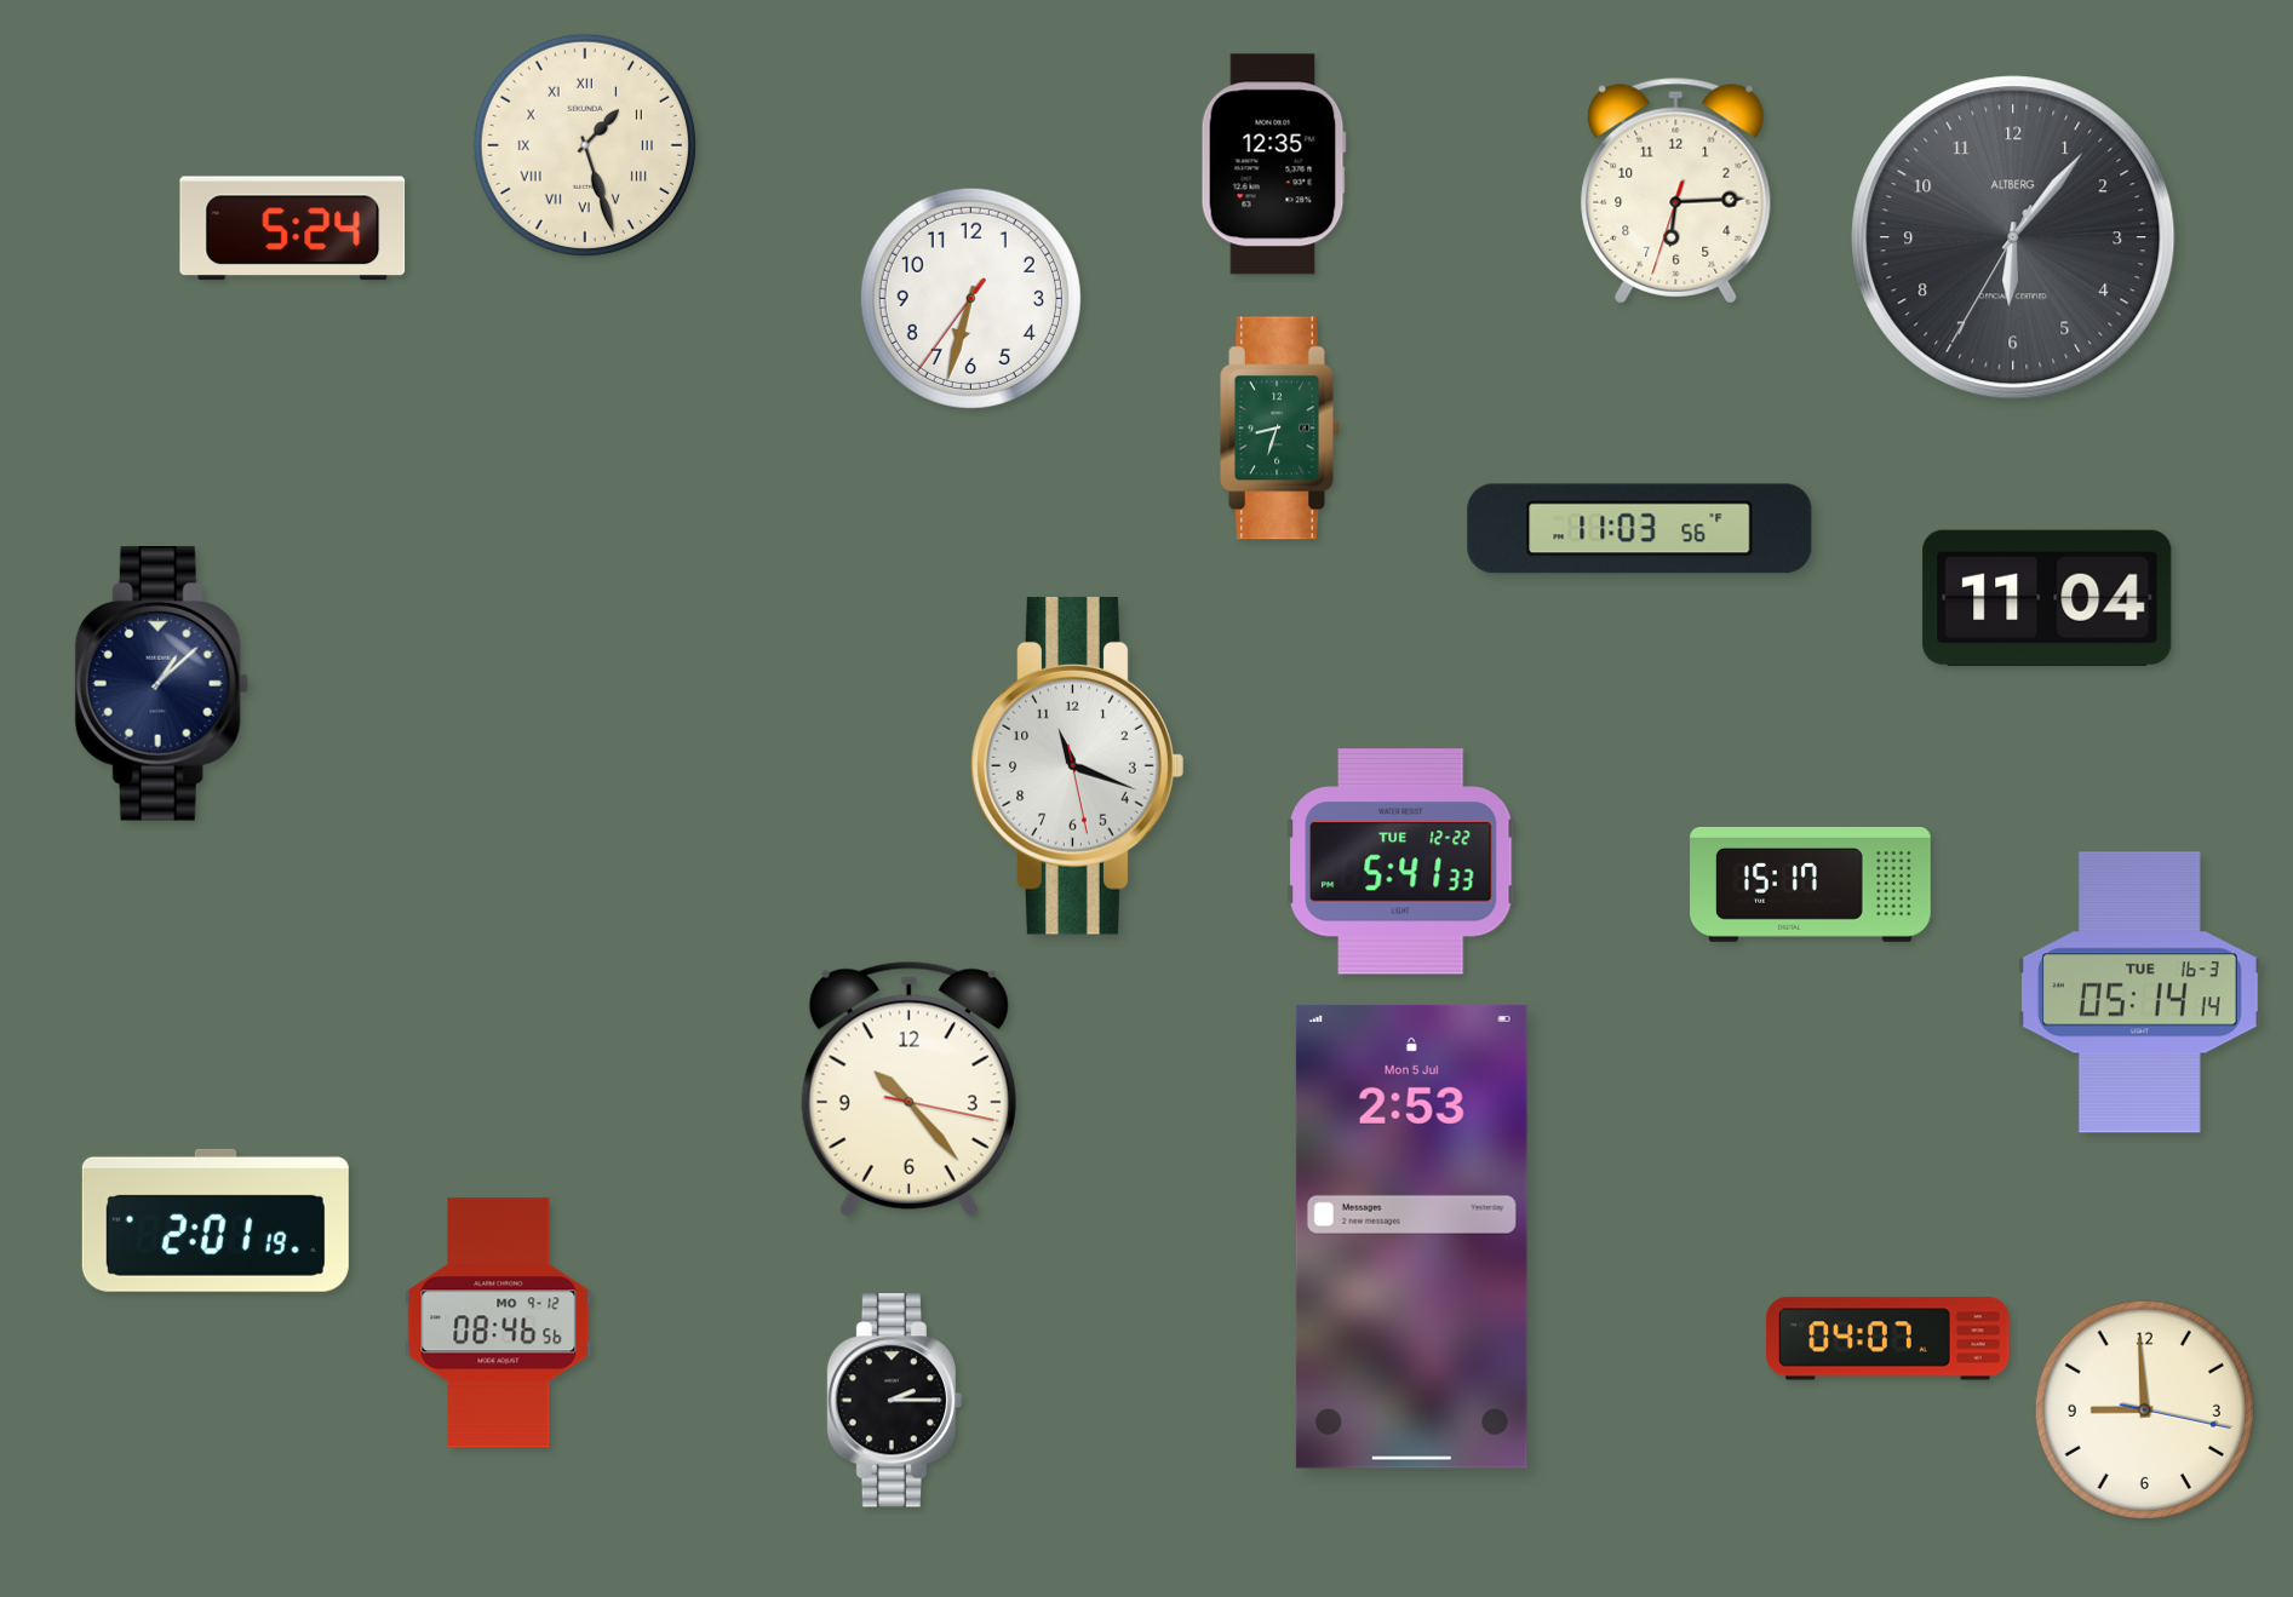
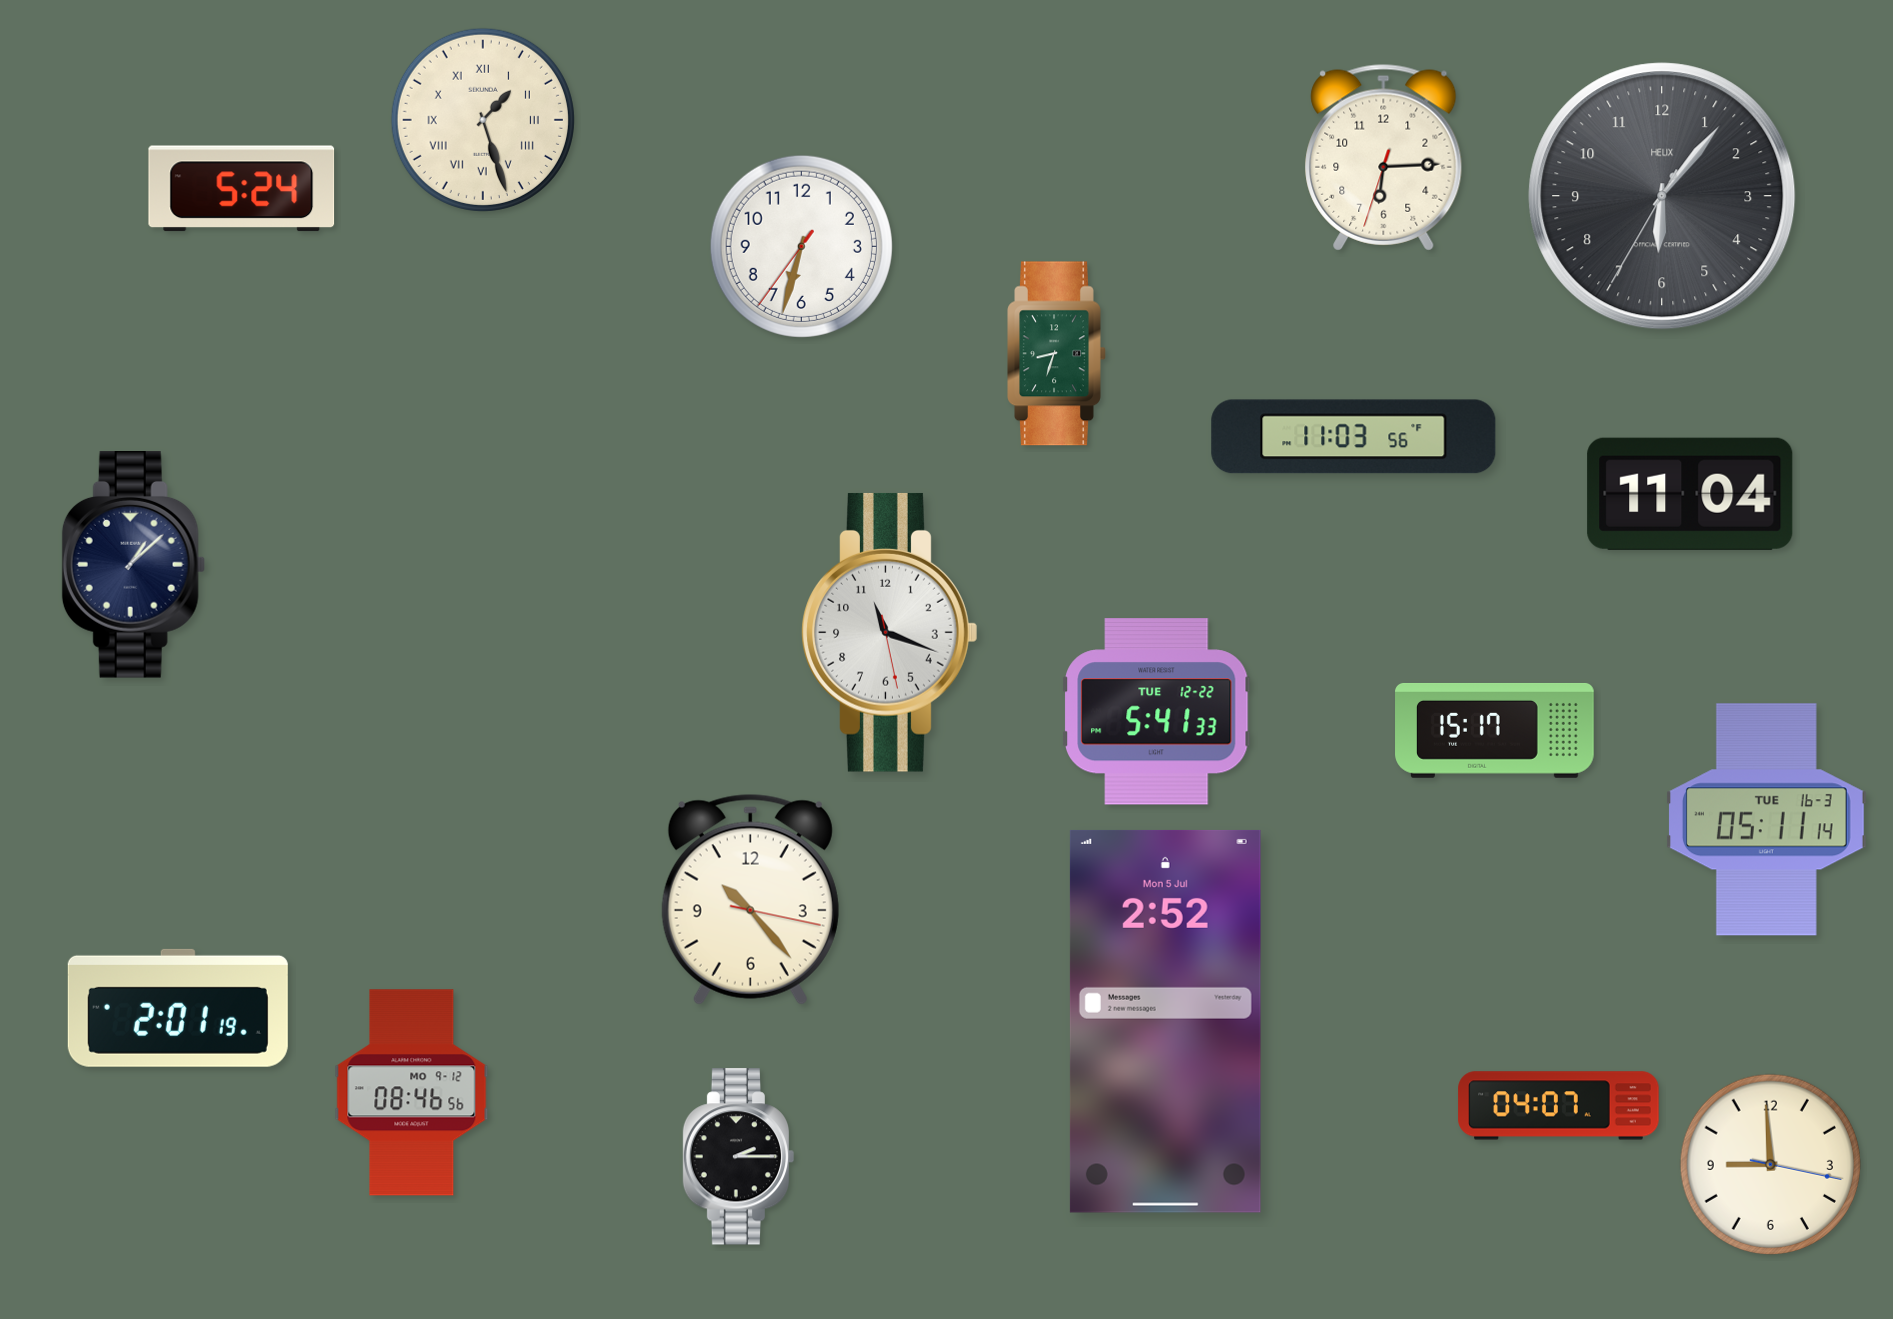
clock at (1273, 165): 12:35 -> none
clock at (2013, 237) brand: ALTBERG -> HELIX
clock at (2139, 993): 05:14 -> 05:11
clock at (1411, 1236): 2:53 -> 2:52
